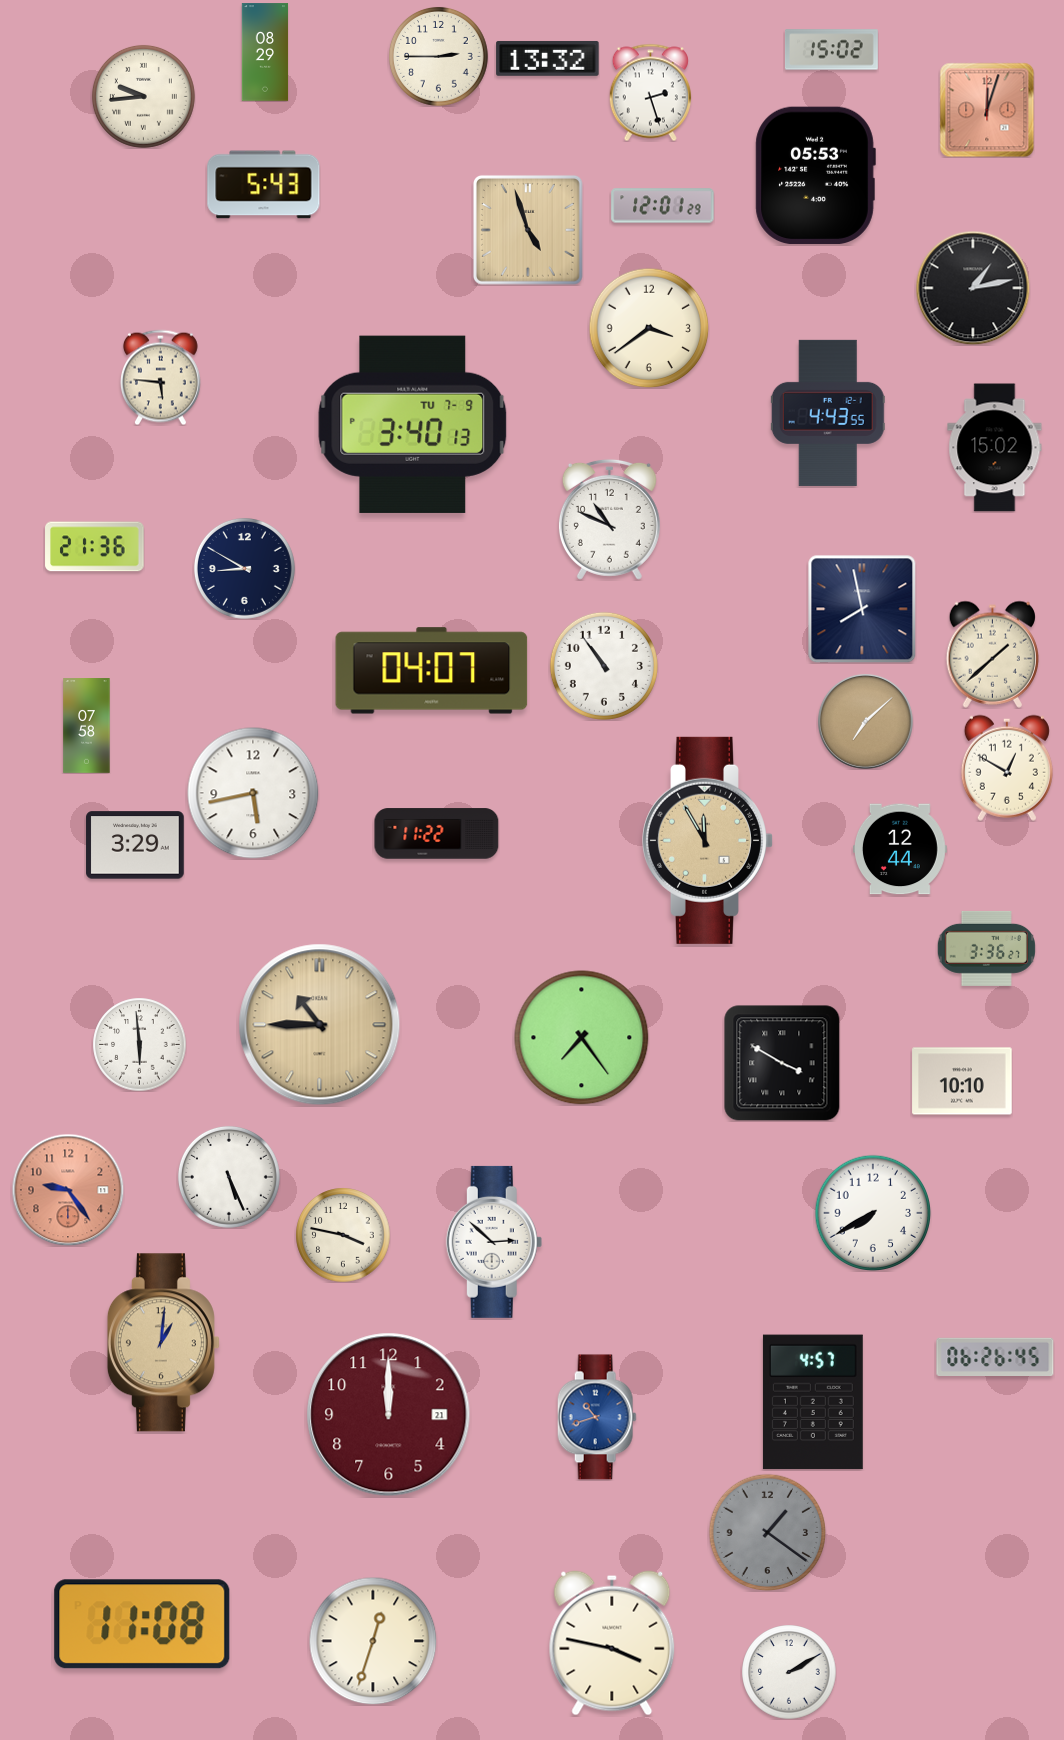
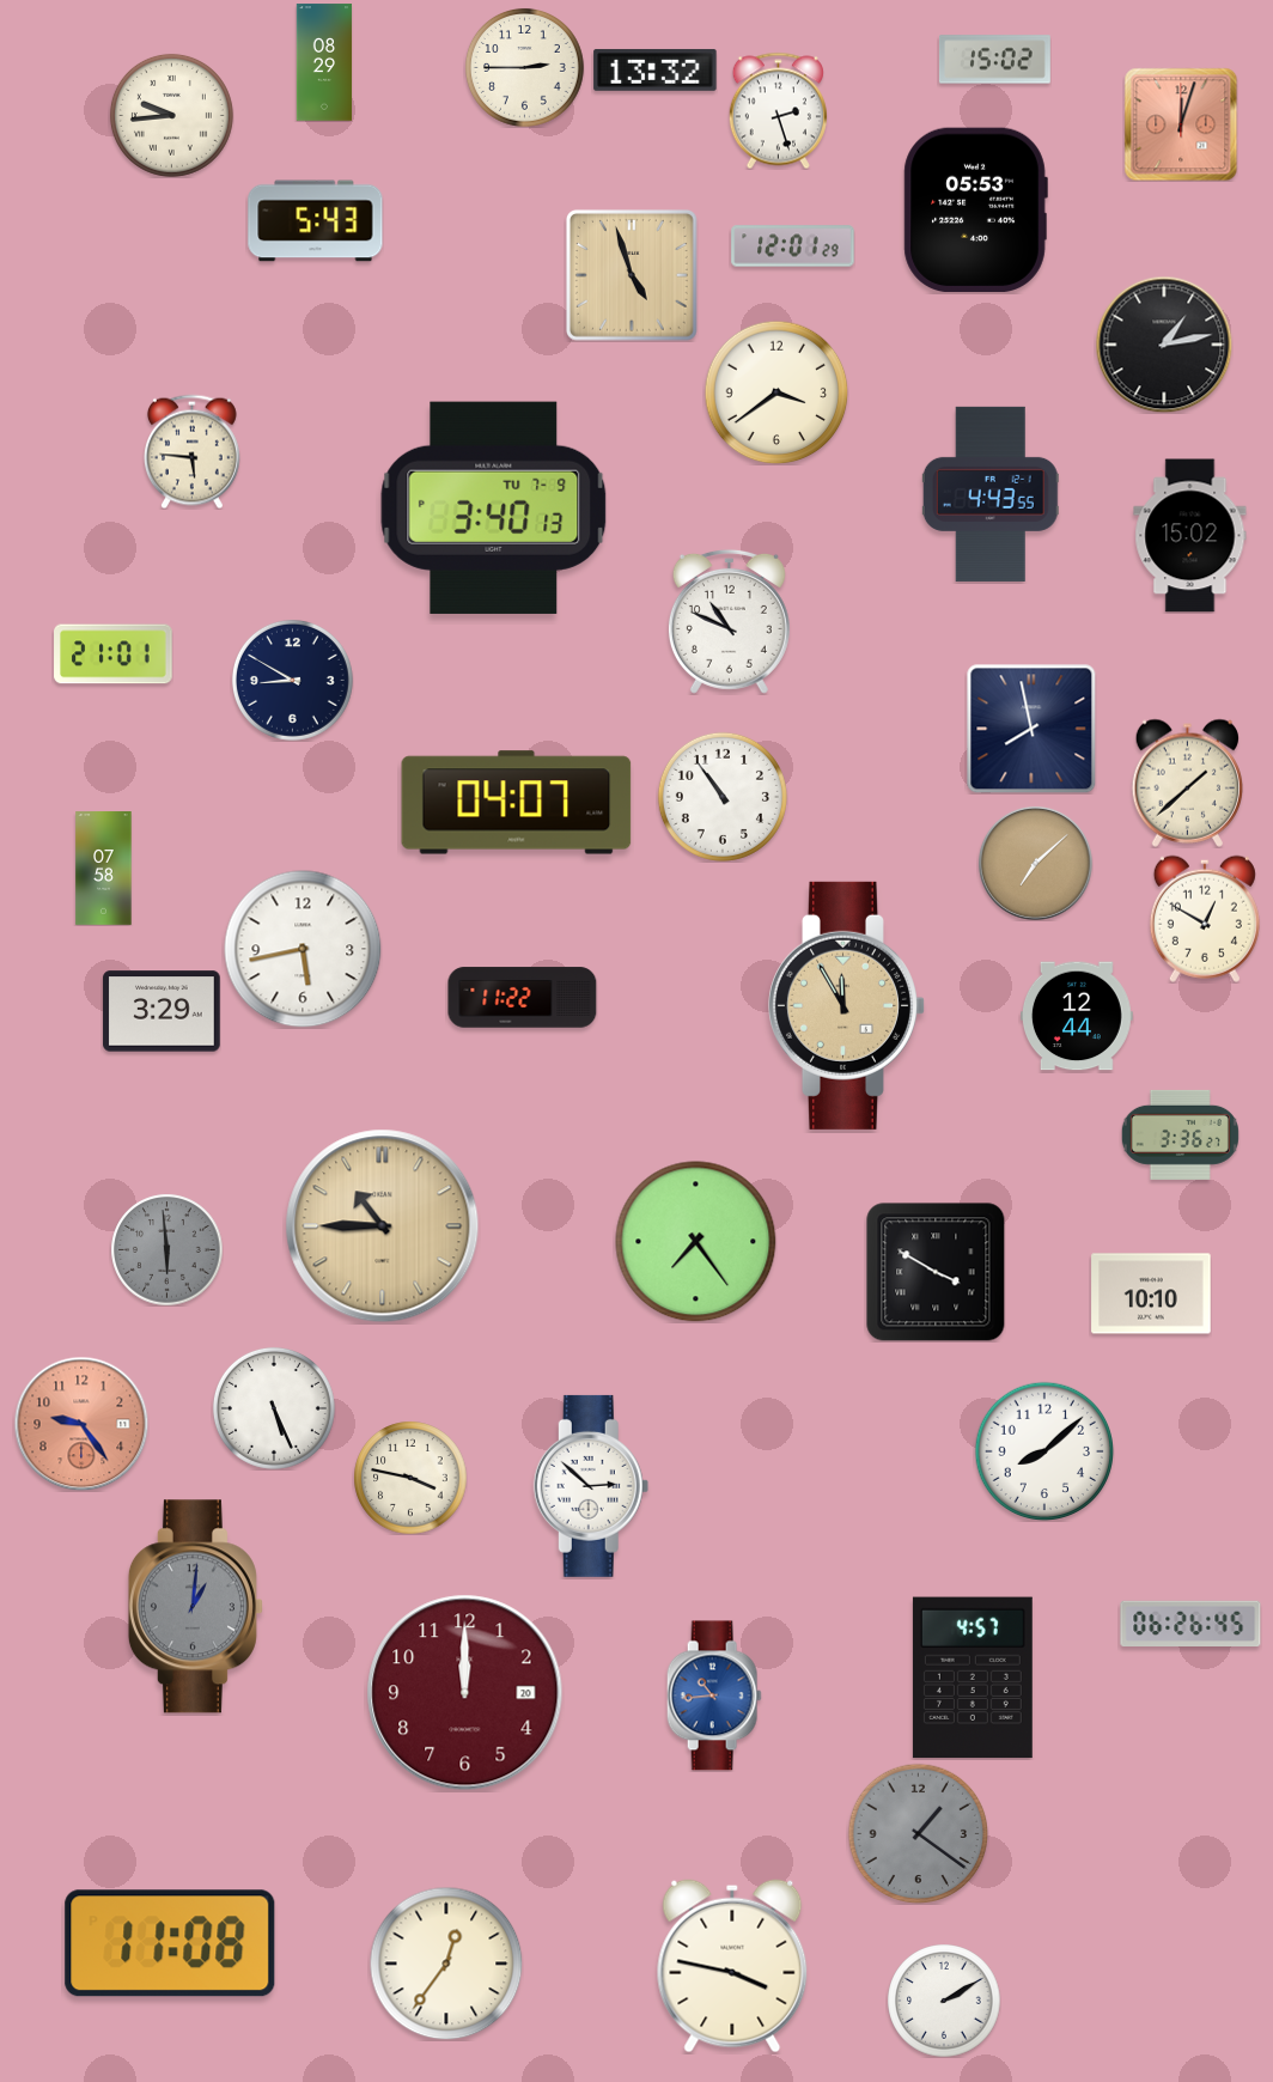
clock at (265, 52) position: (265, 52) -> (324, 62)
clock at (987, 110) position: (987, 110) -> (1181, 124)
clock at (95, 547): 21:36 -> 21:01
clock at (139, 1044) dial: white -> grey
clock at (873, 1213): 7:40 -> 8:08
clock at (163, 1343) dial: champagne -> grey
clock at (389, 1415) date: 21 -> 20
clock at (597, 1417): 10:42 -> 10:44
clock at (373, 1641): 12:33 -> 12:36
